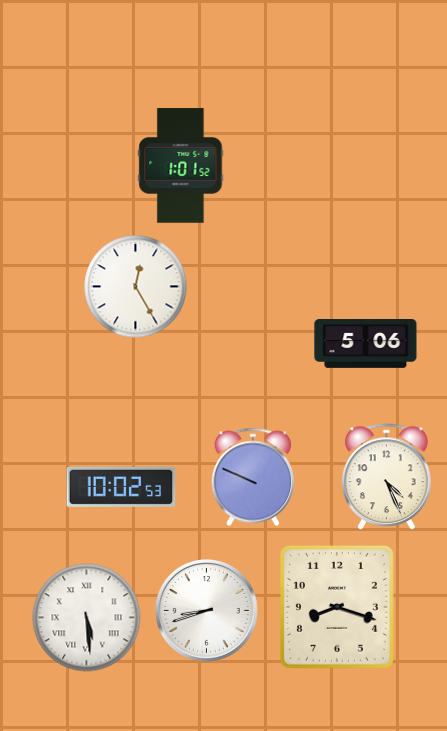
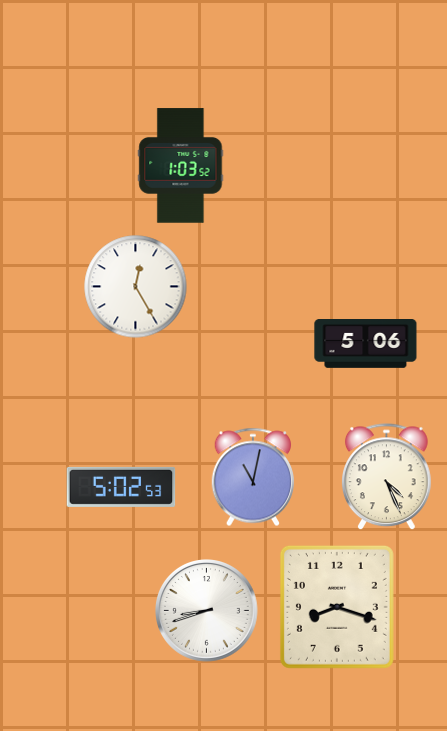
clock at (181, 166): 1:01 -> 1:03
clock at (252, 477): 9:49 -> 11:02
clock at (121, 487): 10:02 -> 5:02
clock at (87, 618): 5:29 -> none
